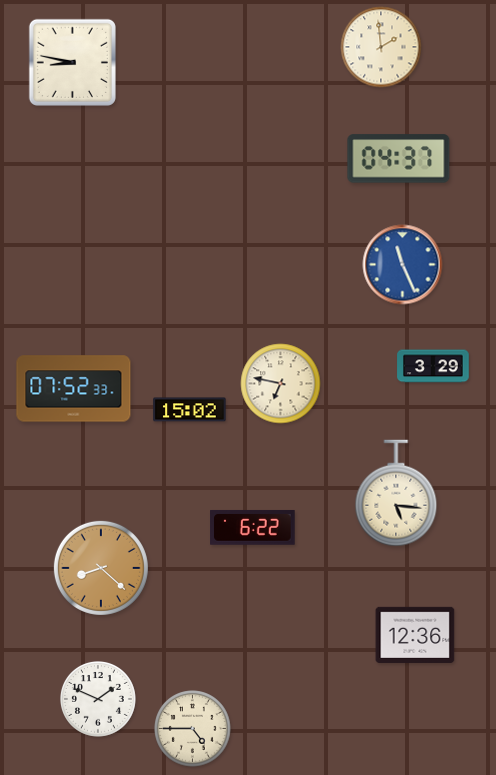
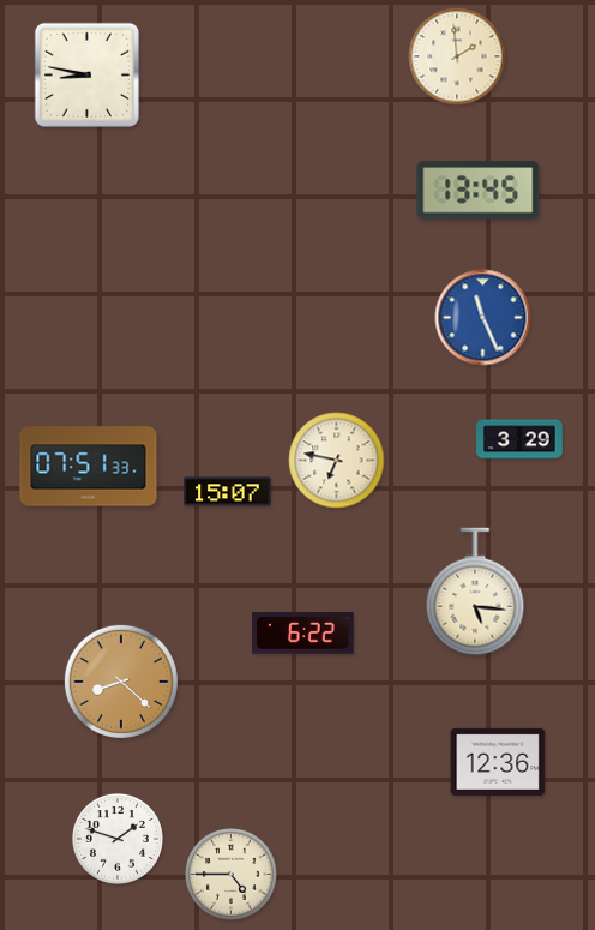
clock at (399, 159): 04:37 -> 13:45
clock at (74, 389): 07:52 -> 07:51
clock at (190, 410): 15:02 -> 15:07
clock at (99, 700): 1:49 -> 1:48
